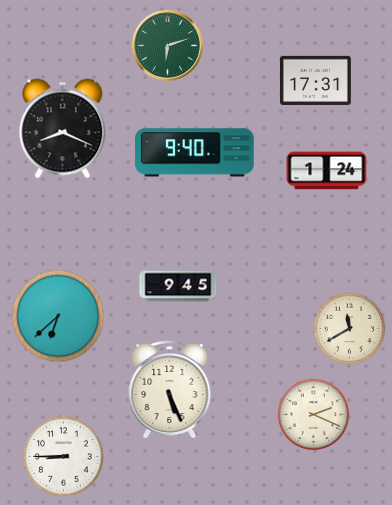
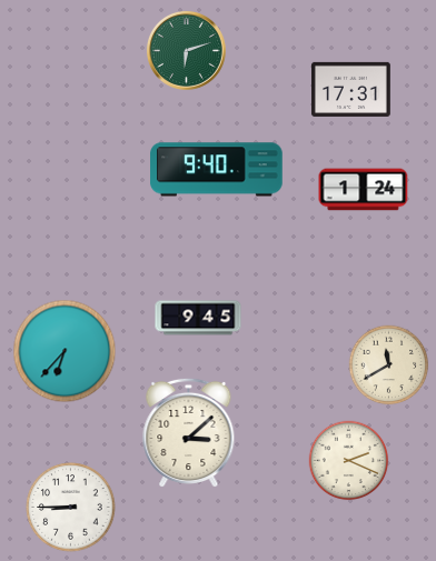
clock at (63, 129): 8:19 -> none
clock at (58, 316): 6:38 -> 6:37
clock at (170, 389): 5:26 -> 3:08
